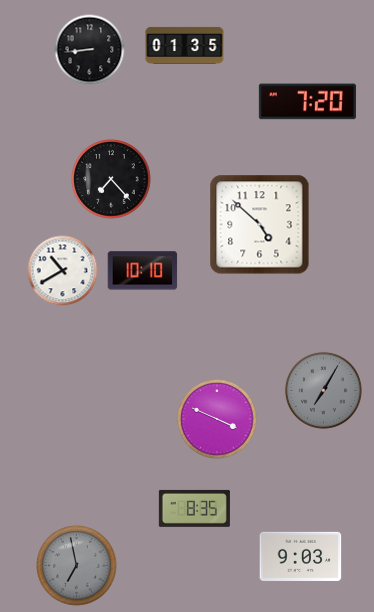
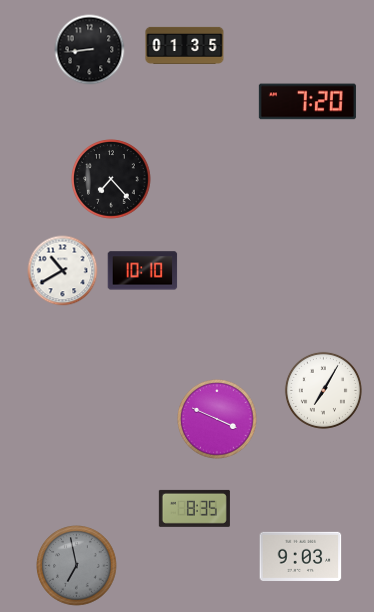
clock at (260, 225): 4:52 -> none
clock at (323, 390) dial: grey -> white
